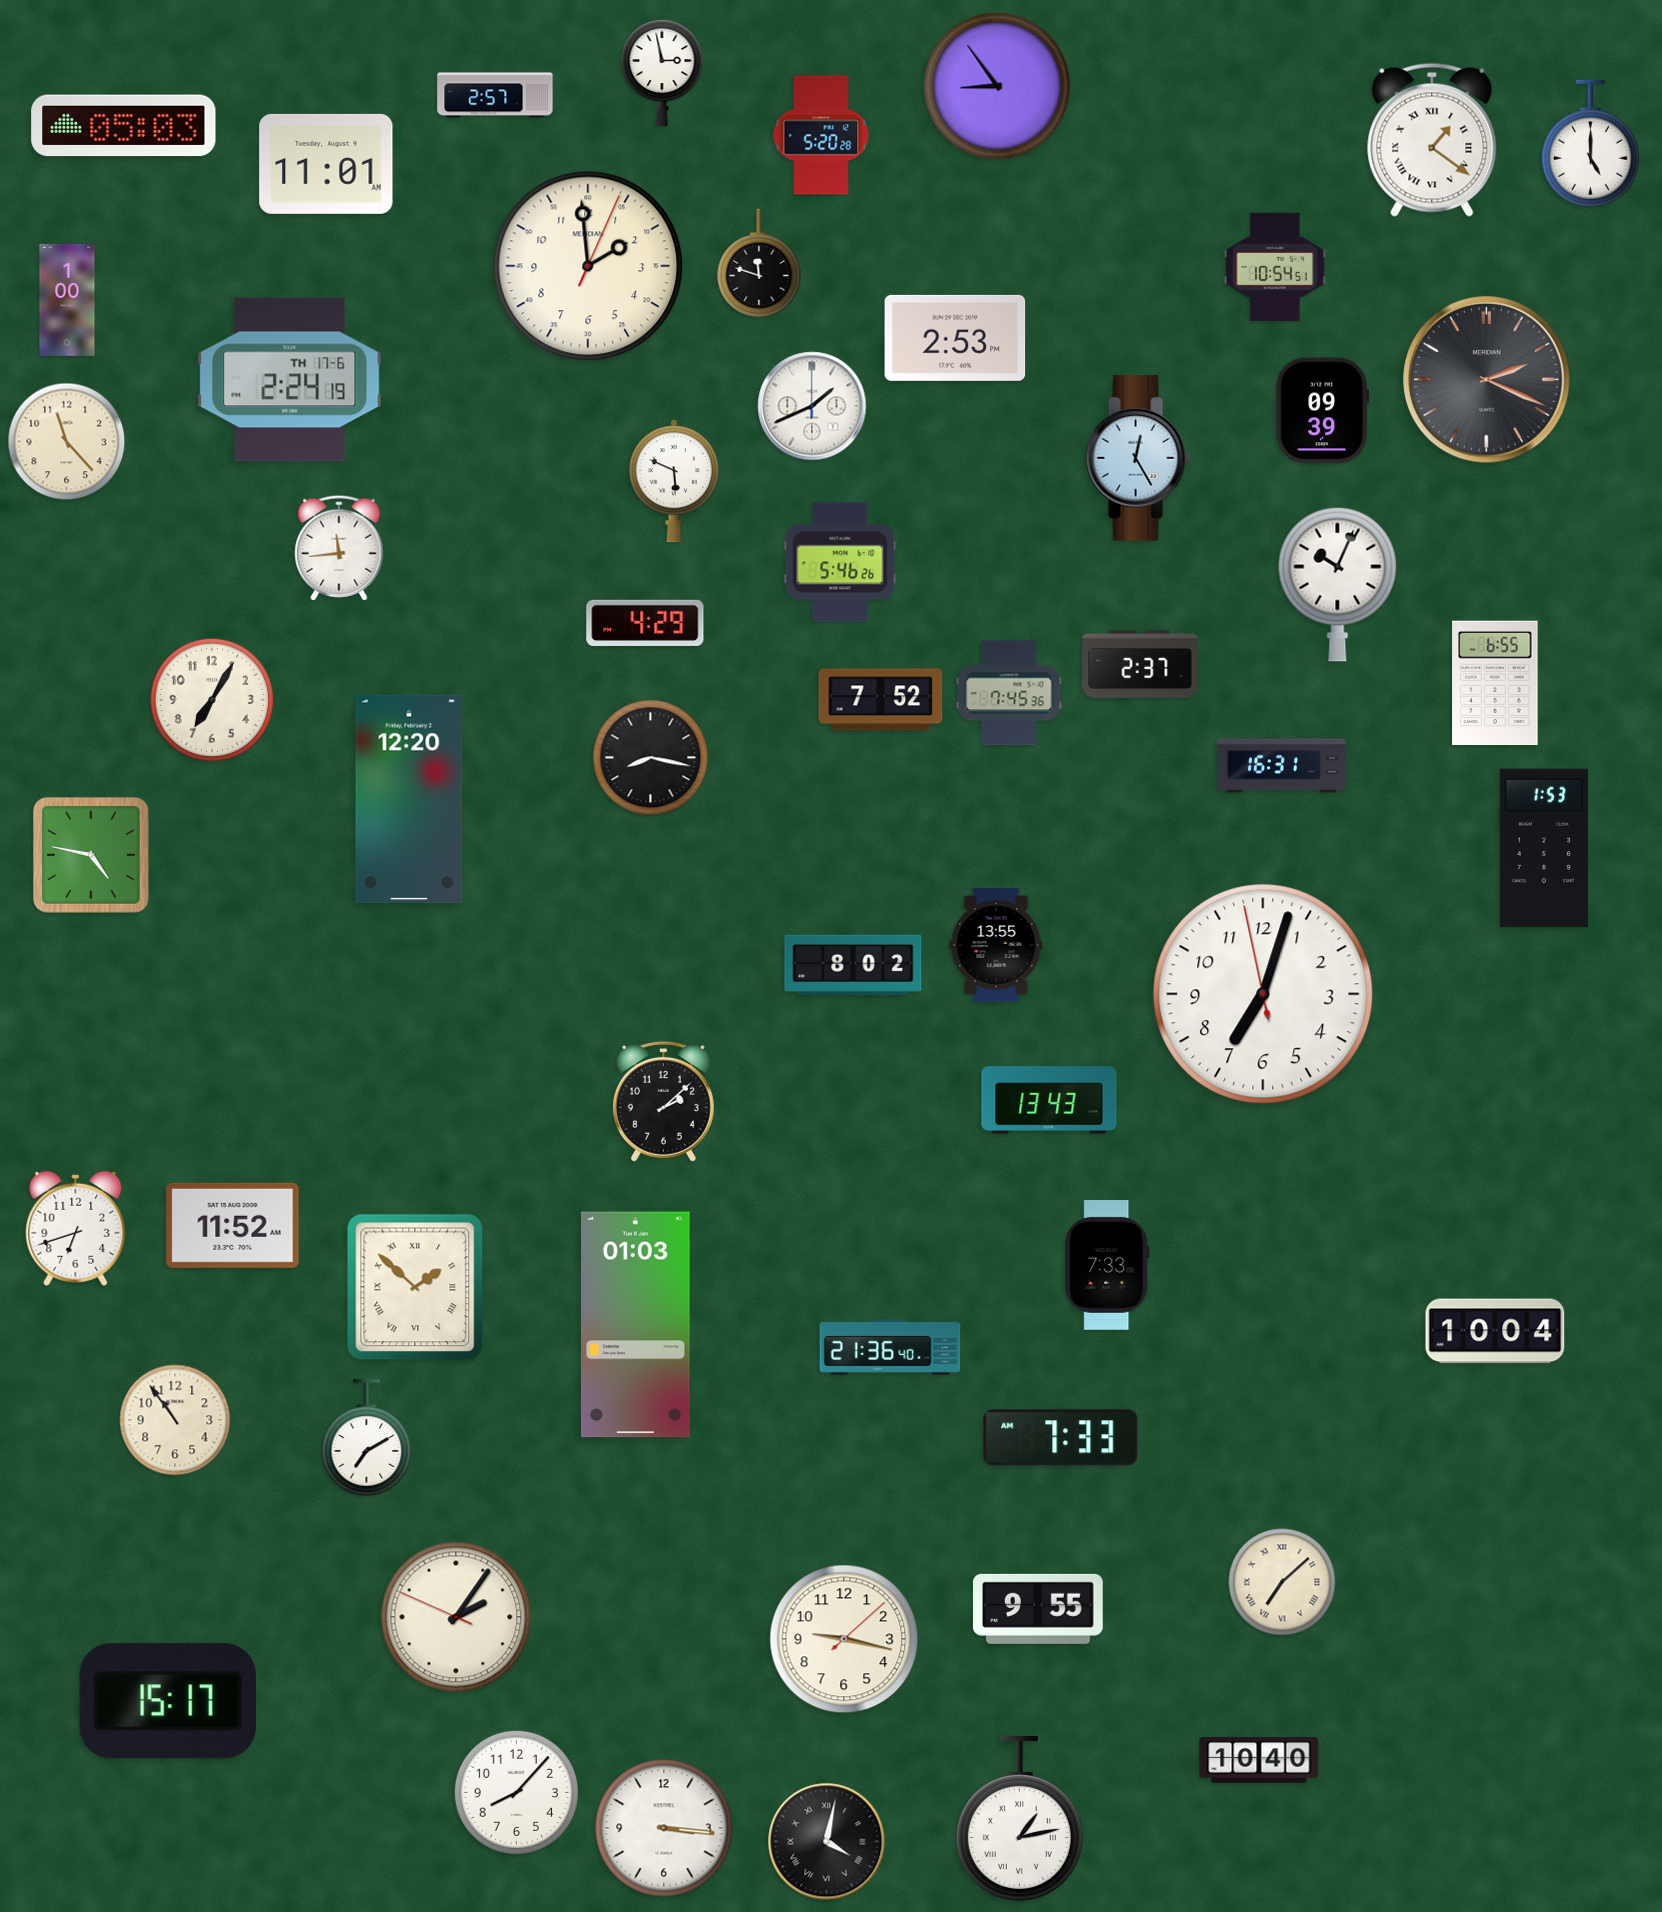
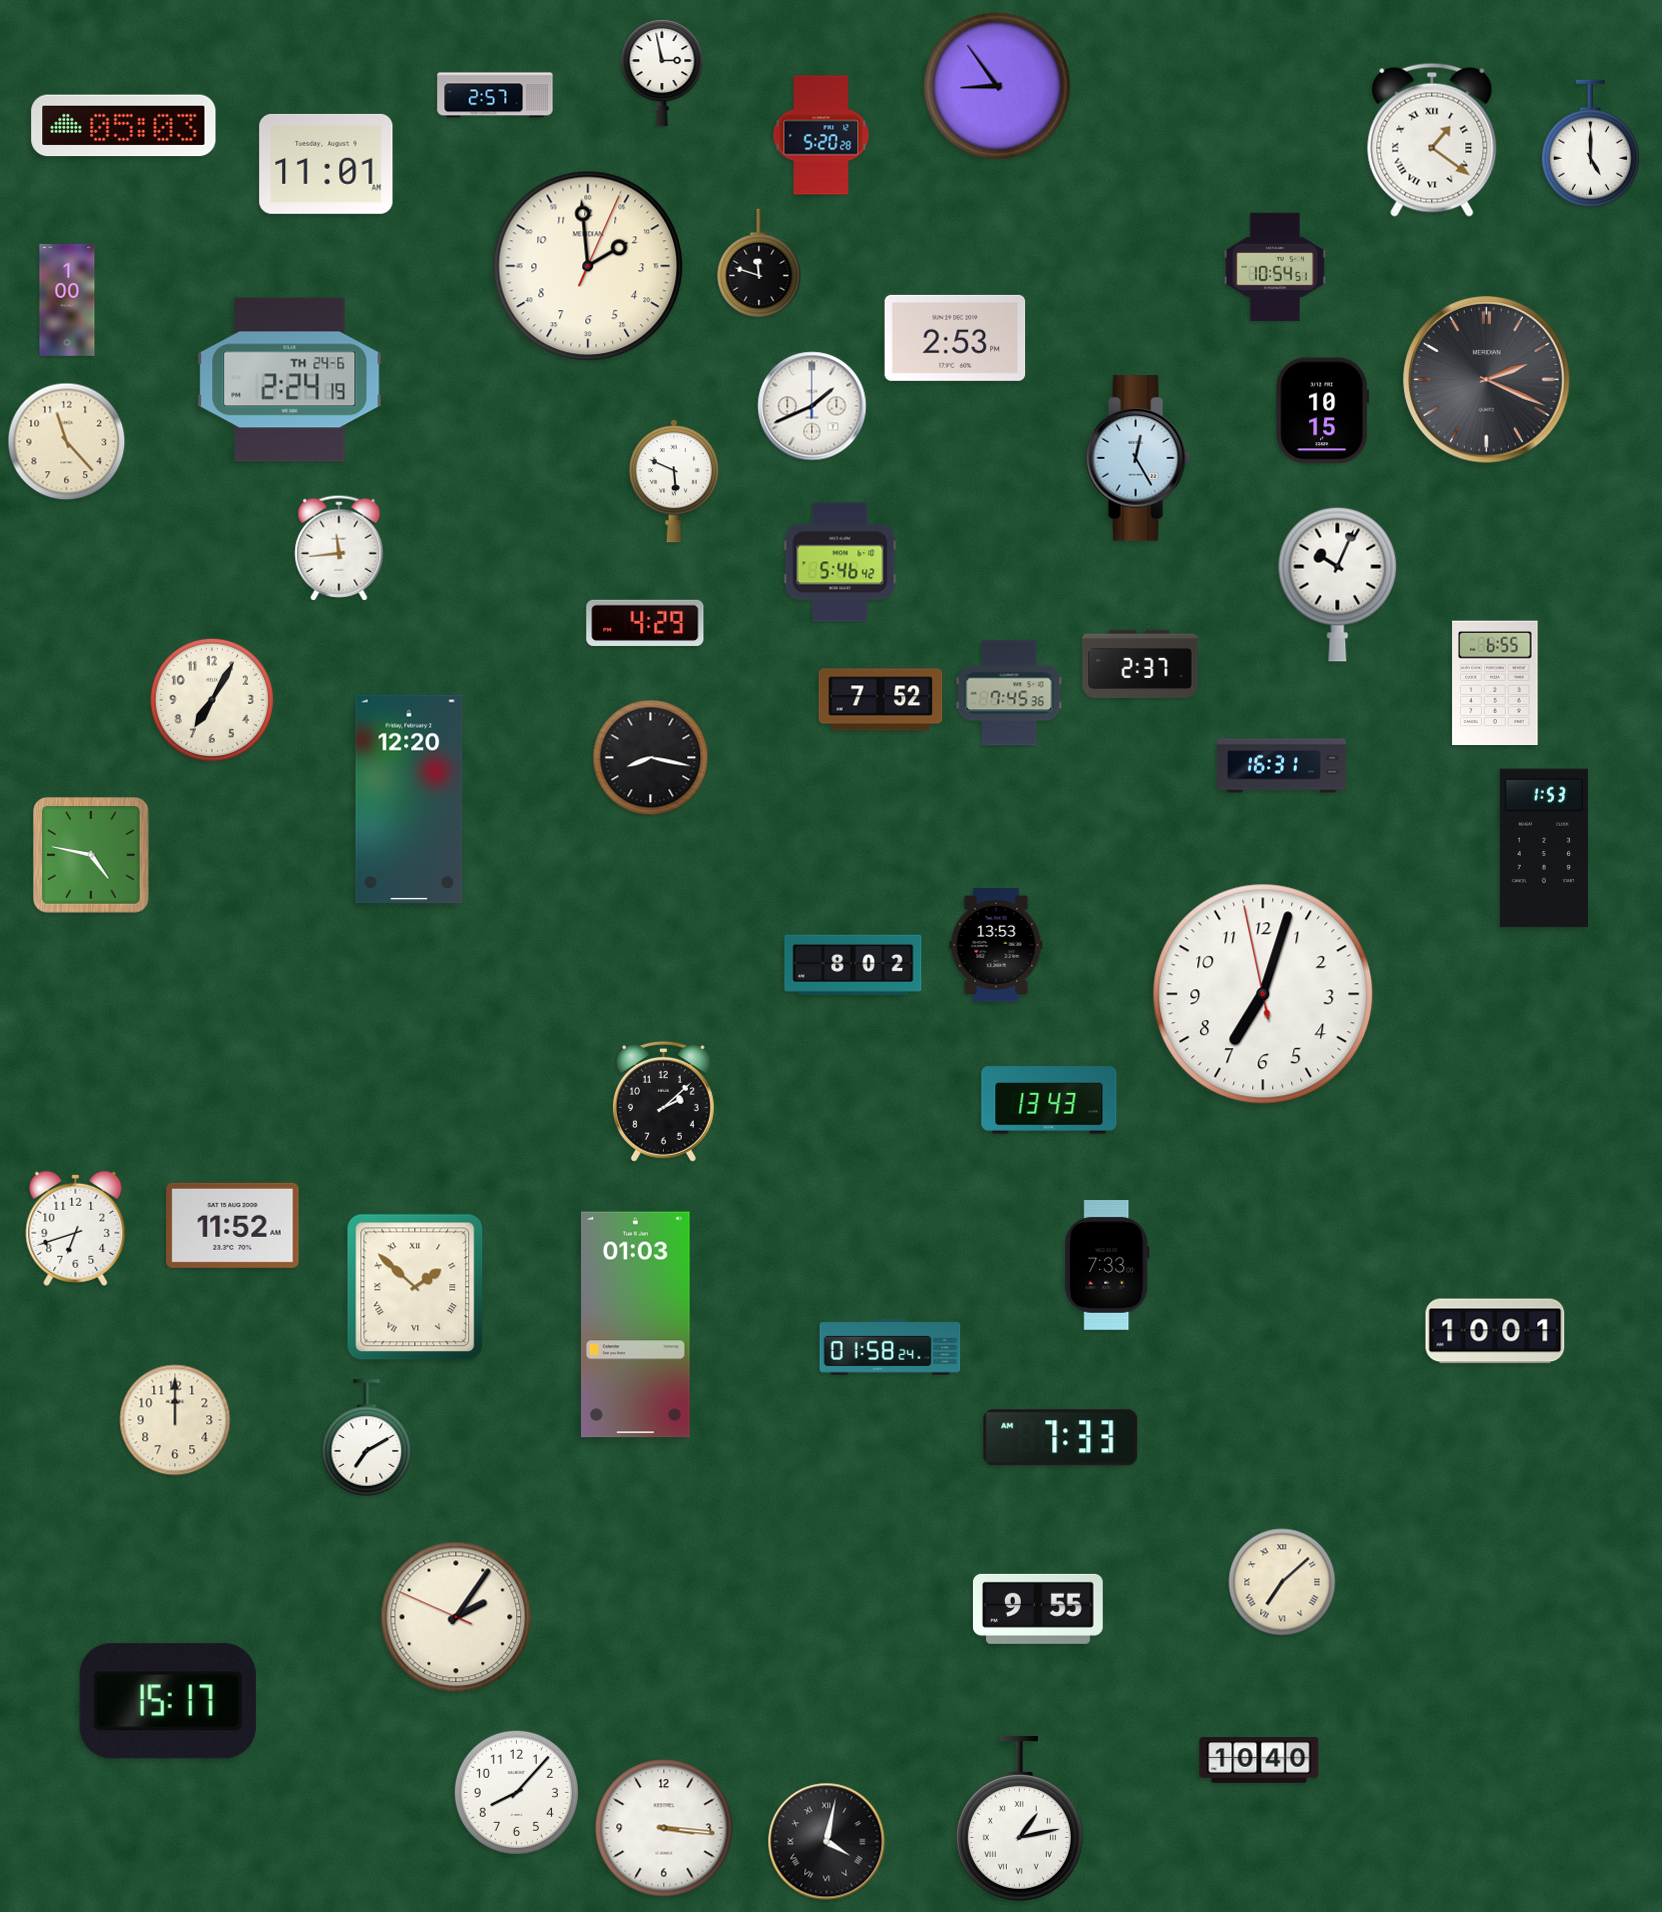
clock at (290, 380) date: TH 17-6 -> TH 24-6
clock at (1323, 411): 09:39 -> 10:15
clock at (840, 562): 5:46:26 -> 5:46:42
clock at (996, 945): 13:55 -> 13:53
clock at (1495, 1331): 10:04 -> 10:01
clock at (890, 1347): 21:36 -> 01:58
clock at (175, 1420): 10:54 -> 12:00
clock at (844, 1639): 9:17 -> none
